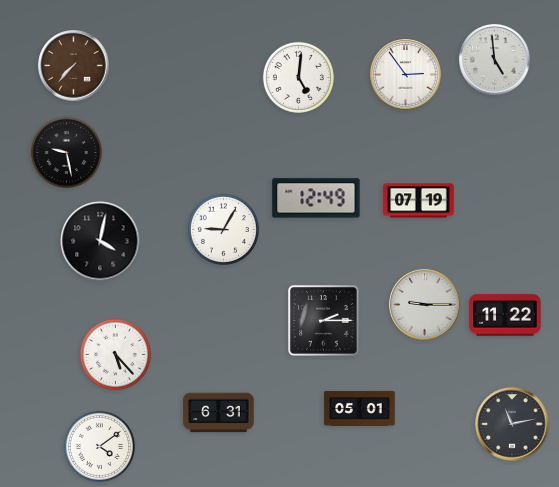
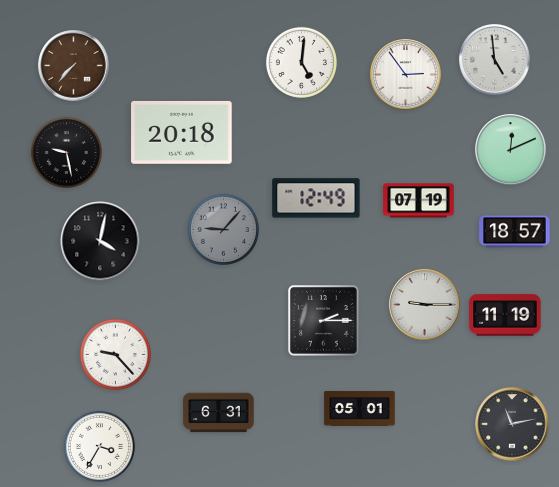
clock at (298, 77) position: (298, 77) -> (301, 62)
clock at (182, 132): none -> 20:18
clock at (511, 150): none -> 12:11
clock at (223, 229): 9:05 -> 9:07
clock at (223, 229) dial: white -> grey
clock at (515, 232): none -> 18:57
clock at (505, 315): 11:22 -> 11:19
clock at (115, 354): 5:23 -> 9:23
clock at (99, 446): 4:09 -> 3:35
